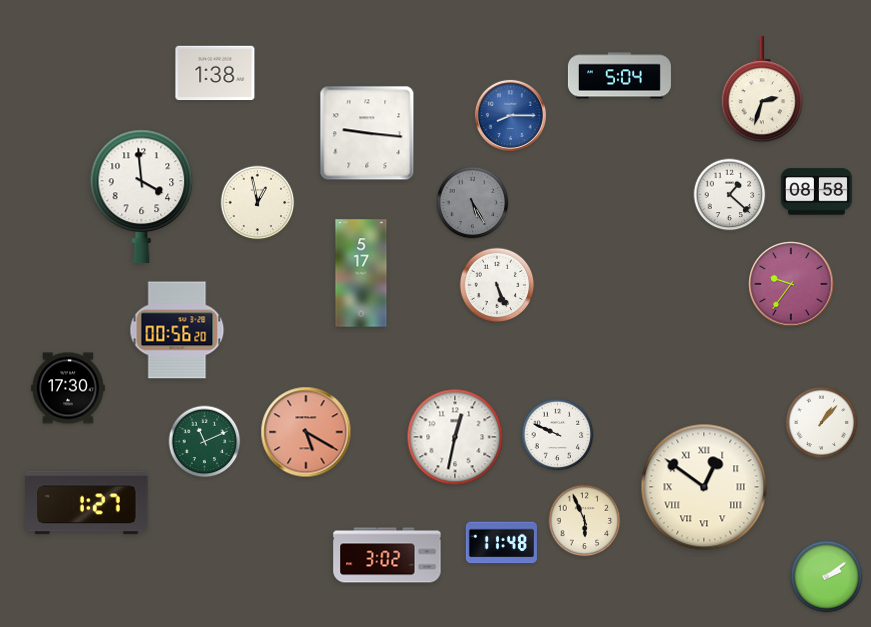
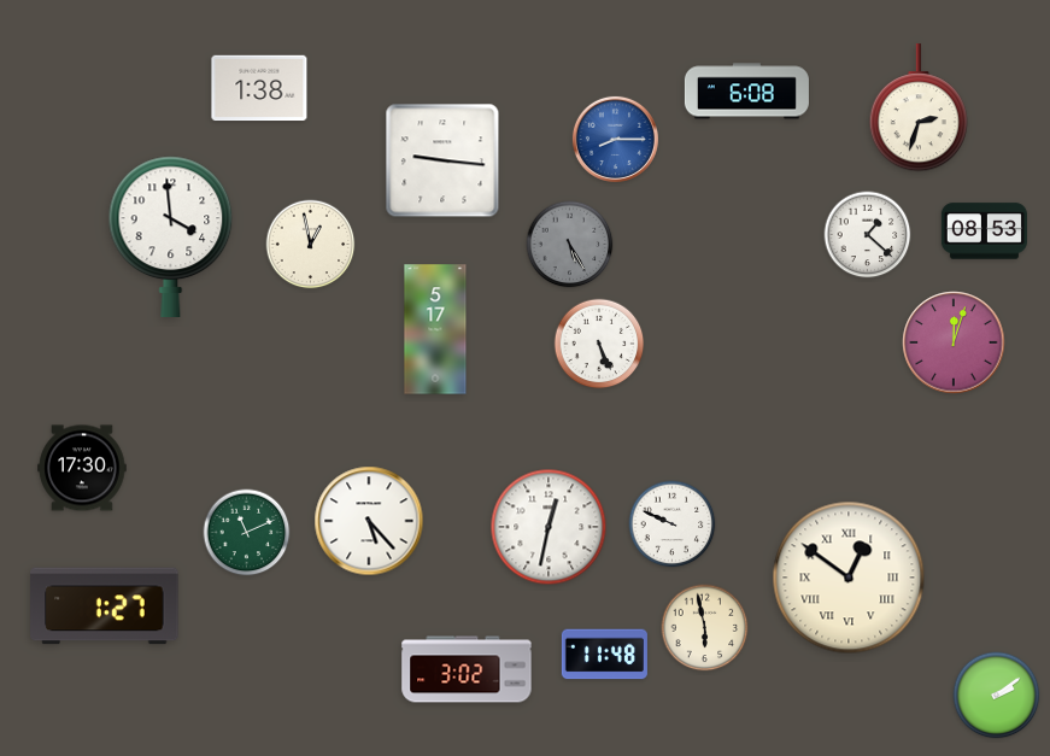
clock at (619, 76): 5:04 -> 6:08
clock at (816, 192): 08:58 -> 08:53
clock at (730, 195) position: (730, 195) -> (868, 235)
clock at (791, 284): 9:36 -> 12:03
clock at (177, 330): 00:56 -> none
clock at (822, 423): 1:07 -> none
clock at (306, 432): 5:20 -> 5:23
clock at (306, 432) dial: salmon -> white
clock at (704, 487) position: (704, 487) -> (849, 578)
clock at (585, 521): 5:56 -> 5:58
